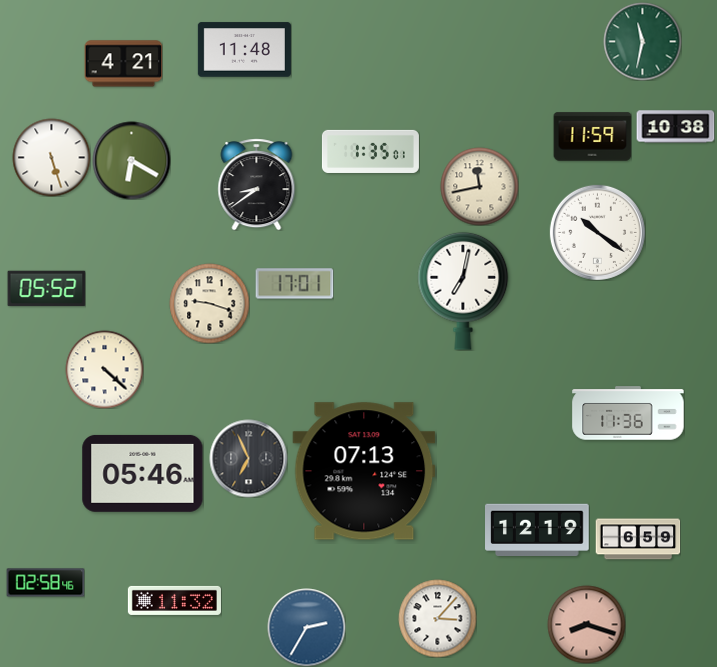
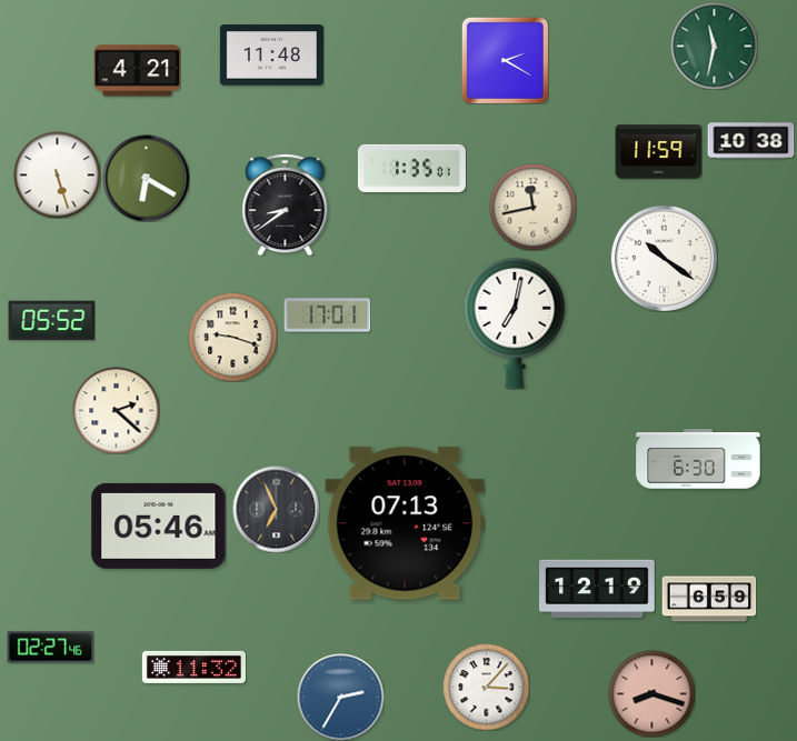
clock at (505, 60): none -> 2:20
clock at (104, 369): 4:22 -> 2:22
clock at (628, 413): 11:36 -> 6:30
clock at (45, 583): 02:58 -> 02:27
